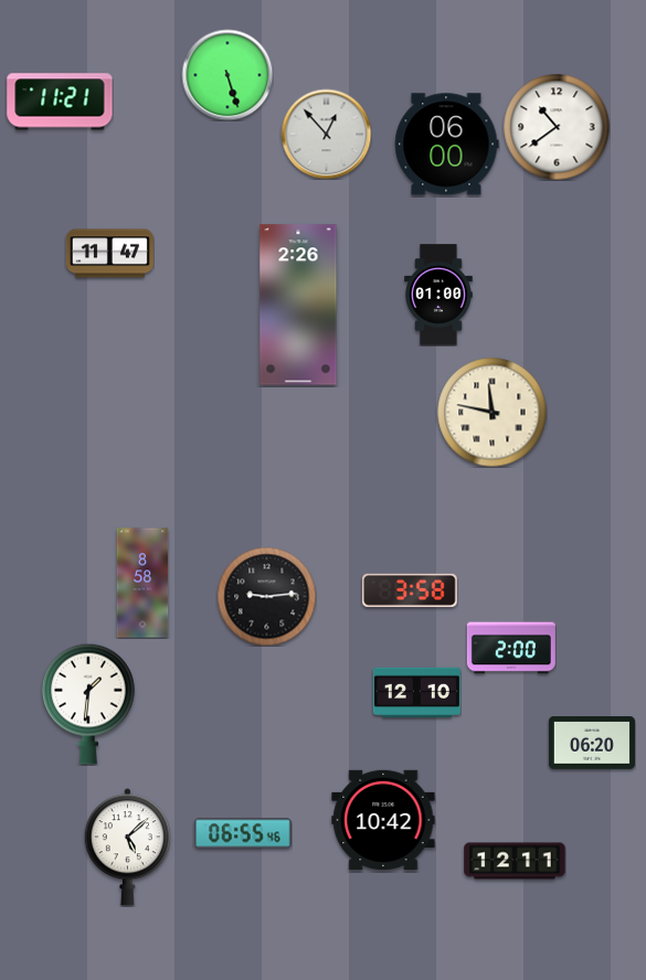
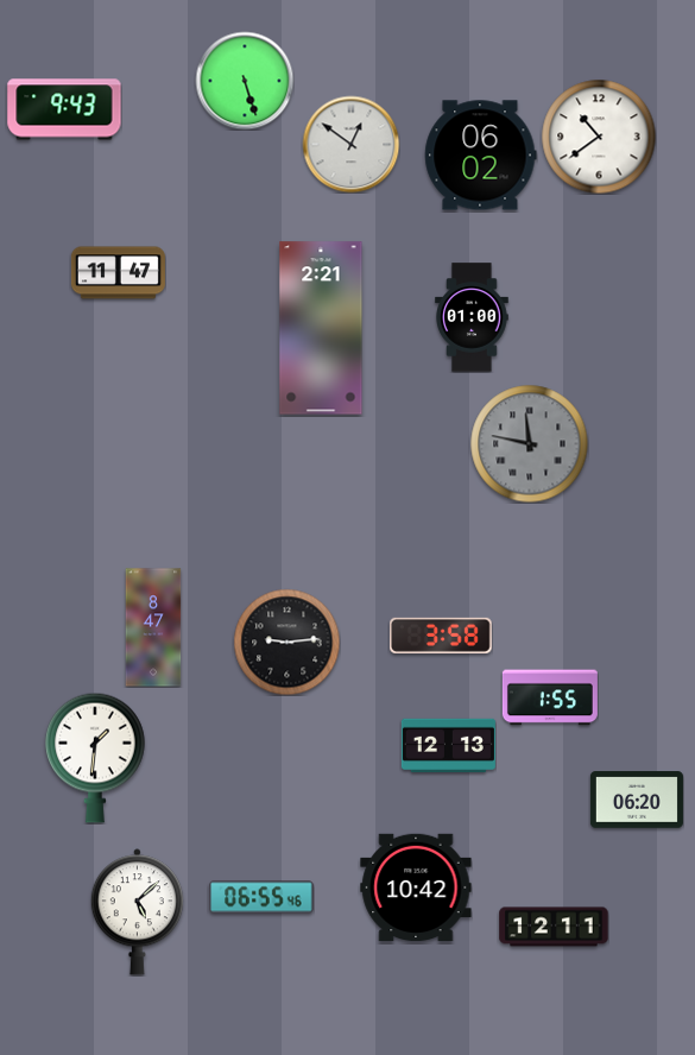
clock at (60, 102): 11:21 -> 9:43
clock at (326, 134): 12:53 -> 12:51
clock at (447, 145): 06:00 -> 06:02
clock at (298, 305): 2:26 -> 2:21
clock at (493, 413) dial: cream -> grey
clock at (142, 583): 8:58 -> 8:47
clock at (511, 648): 2:00 -> 1:55
clock at (416, 693): 12:10 -> 12:13
clock at (383, 820) position: (383, 820) -> (416, 887)
